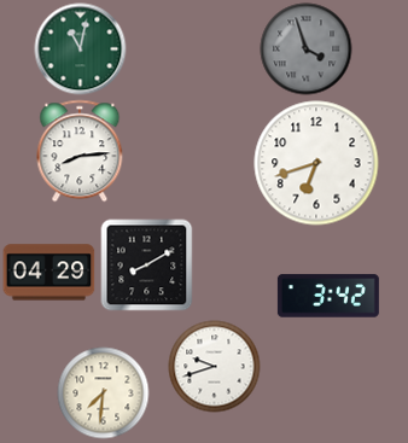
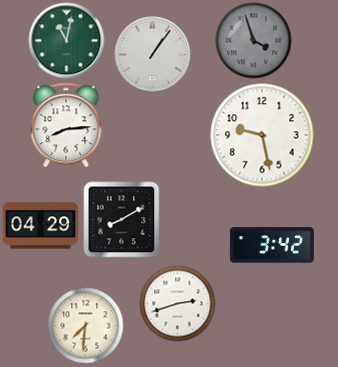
clock at (153, 55): none -> 1:06
clock at (316, 163): 6:42 -> 9:28
clock at (215, 367): 9:42 -> 2:42
